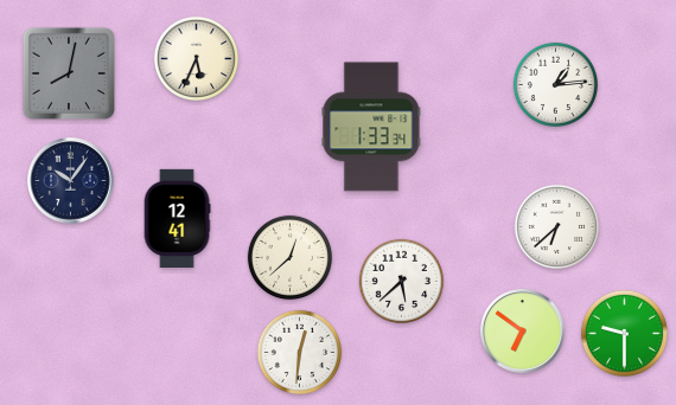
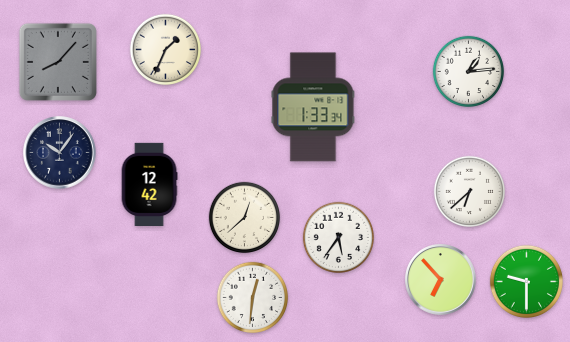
clock at (197, 59): 5:34 -> 1:34
clock at (69, 73): 8:02 -> 8:07
clock at (177, 218): 12:41 -> 12:42
clock at (402, 282): 5:38 -> 5:36
clock at (523, 332): 6:51 -> 6:53
